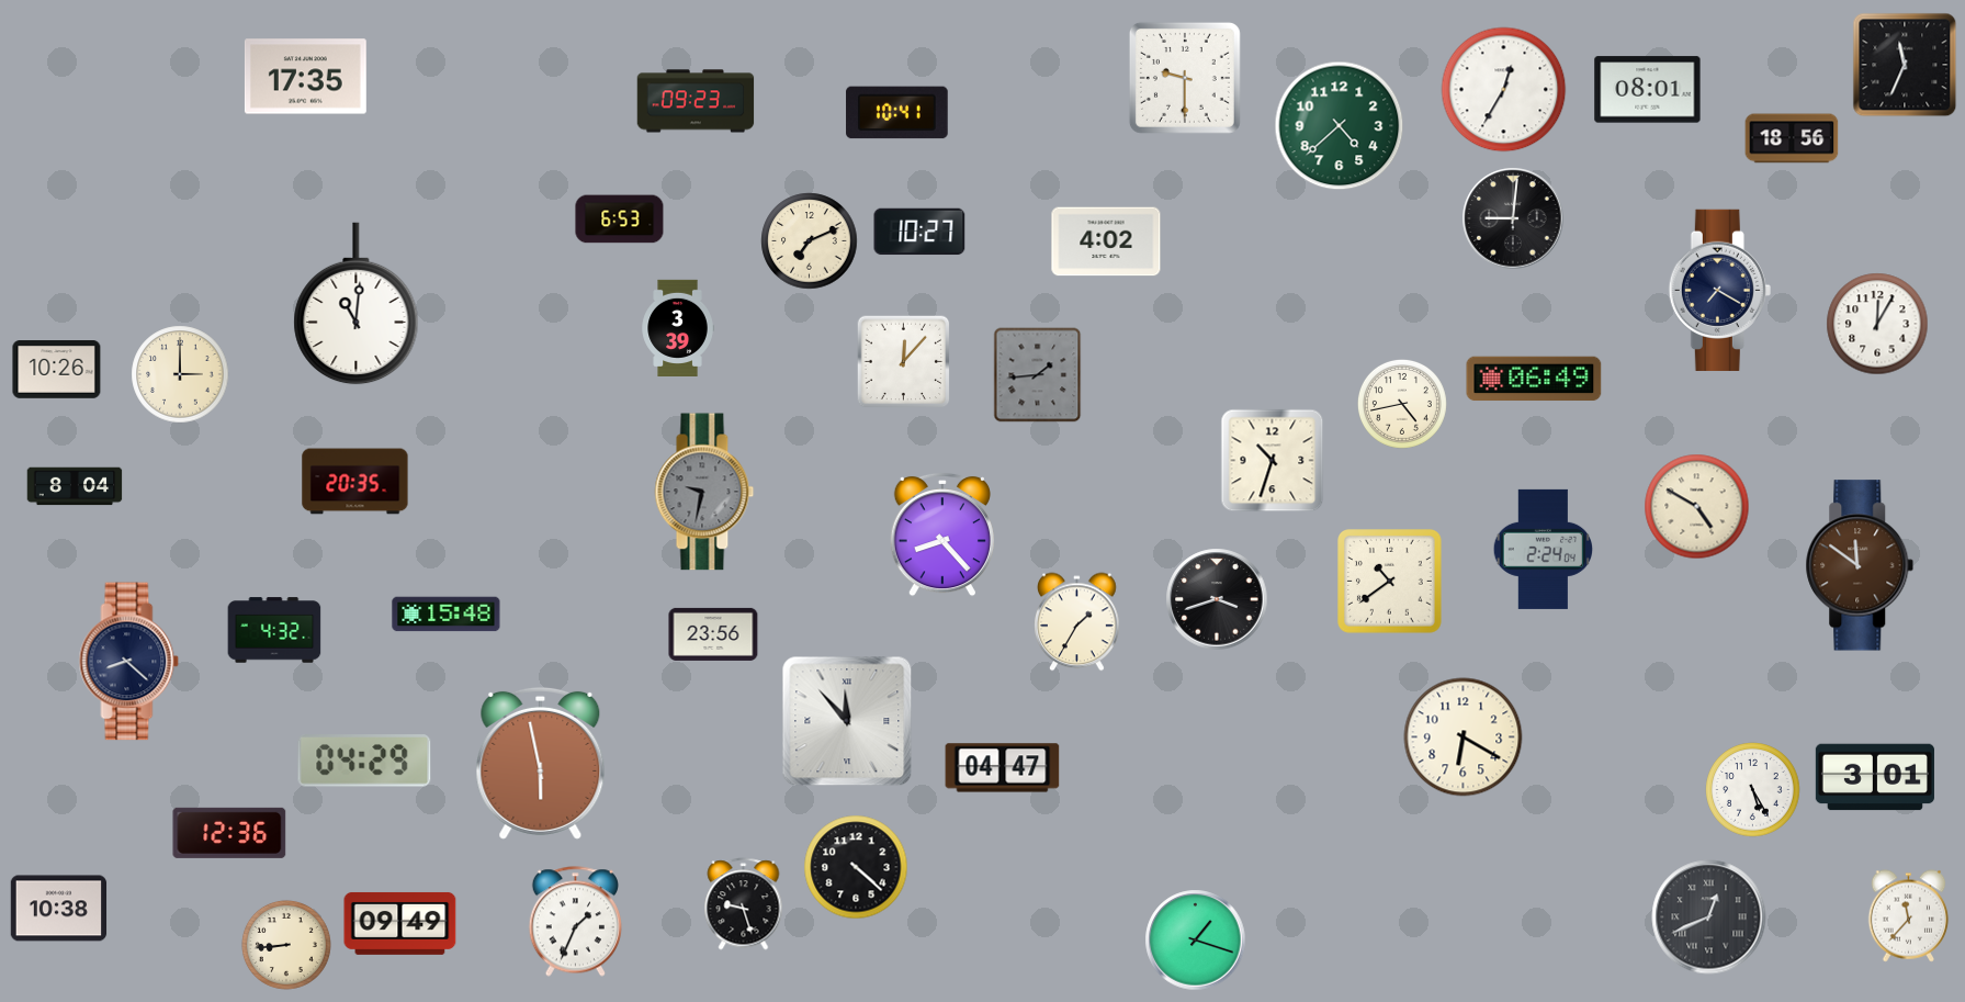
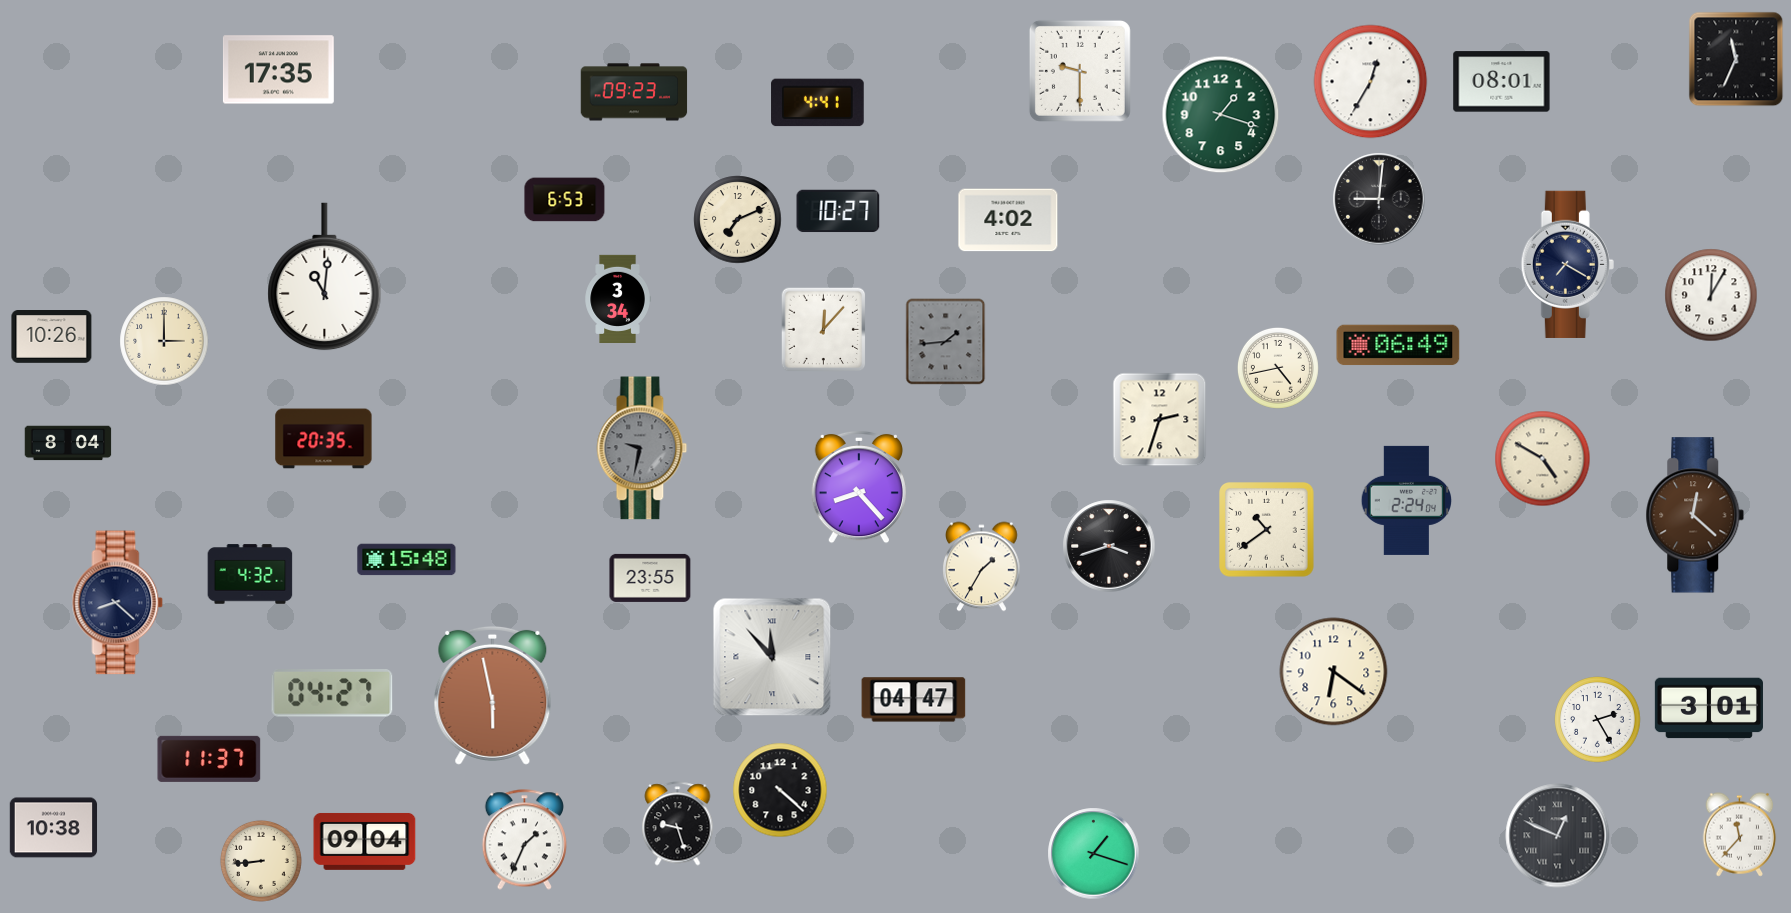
clock at (897, 113): 10:41 -> 4:41
clock at (1340, 126): 4:38 -> 1:18
clock at (1792, 138): 18:56 -> none
clock at (678, 327): 3:39 -> 3:34
clock at (1273, 461): 10:33 -> 2:33
clock at (1697, 507) position: (1697, 507) -> (1543, 459)
clock at (1860, 565): 11:51 -> 12:22
clock at (713, 634): 23:56 -> 23:55
clock at (1464, 738): 6:20 -> 6:21
clock at (364, 761): 04:29 -> 04:27
clock at (1753, 790): 5:25 -> 2:25
clock at (229, 833): 12:36 -> 11:37
clock at (1709, 917): 12:41 -> 12:49
clock at (400, 923): 09:49 -> 09:04
clock at (1196, 941) position: (1196, 941) -> (1094, 854)
